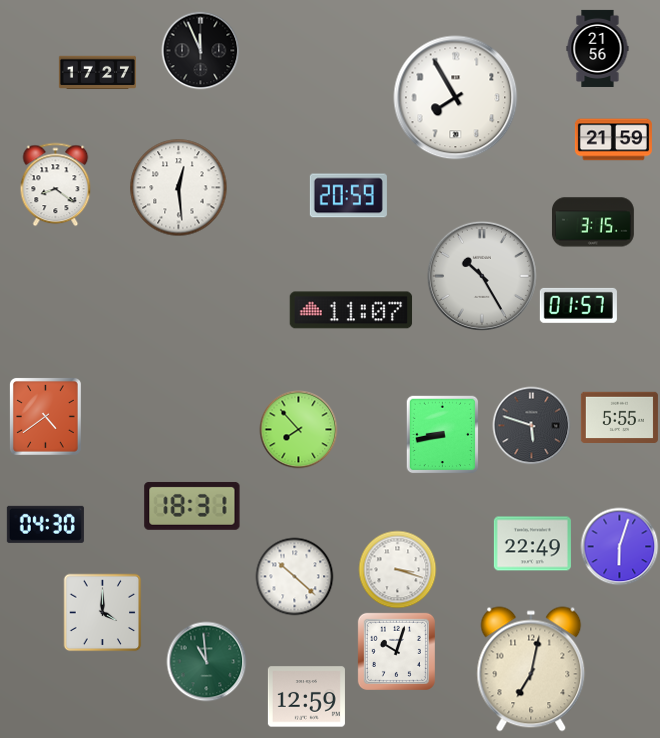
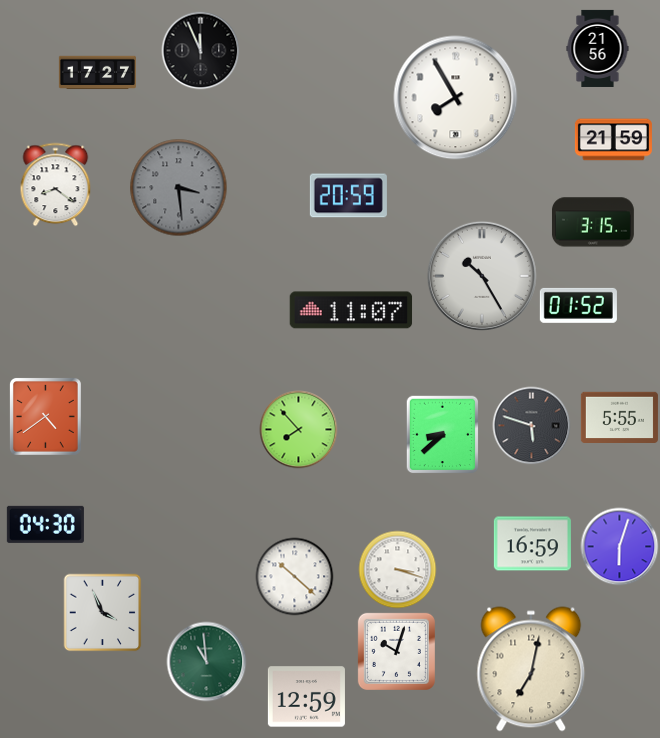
clock at (178, 187): 12:29 -> 3:29
clock at (178, 187) dial: white -> grey
clock at (578, 305): 01:57 -> 01:52
clock at (443, 434): 8:43 -> 8:38
clock at (192, 506): 18:31 -> none
clock at (532, 544): 22:49 -> 16:59
clock at (102, 612): 4:00 -> 3:56
